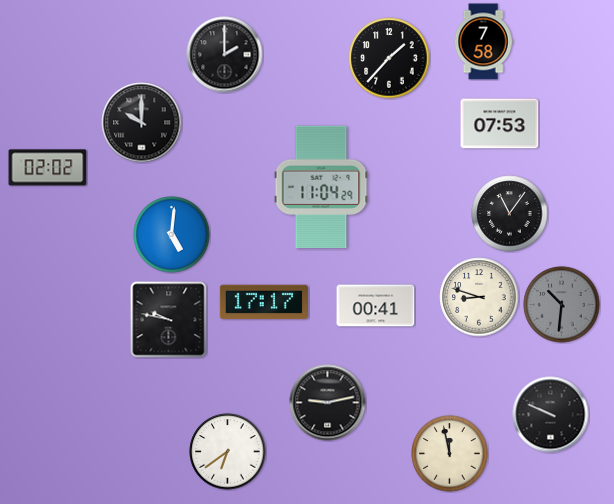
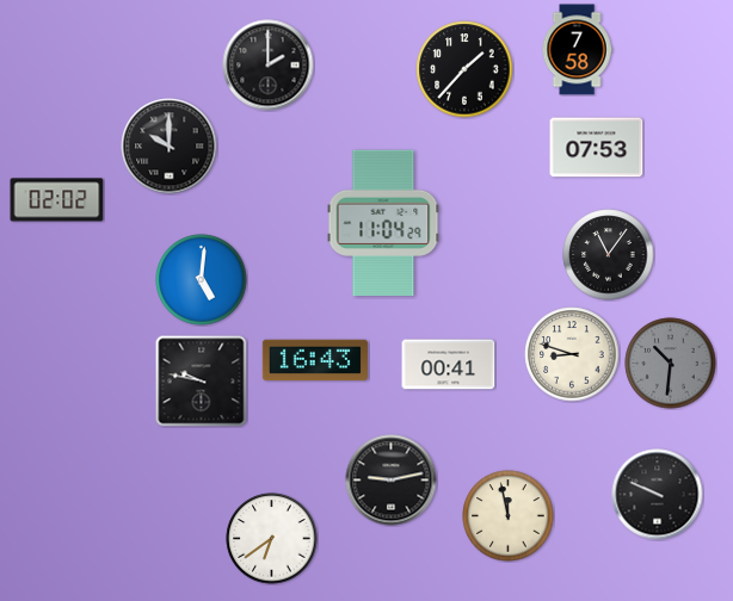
clock at (172, 235) position: (172, 235) -> (202, 280)
clock at (264, 302): 17:17 -> 16:43
clock at (450, 454) position: (450, 454) -> (509, 516)
